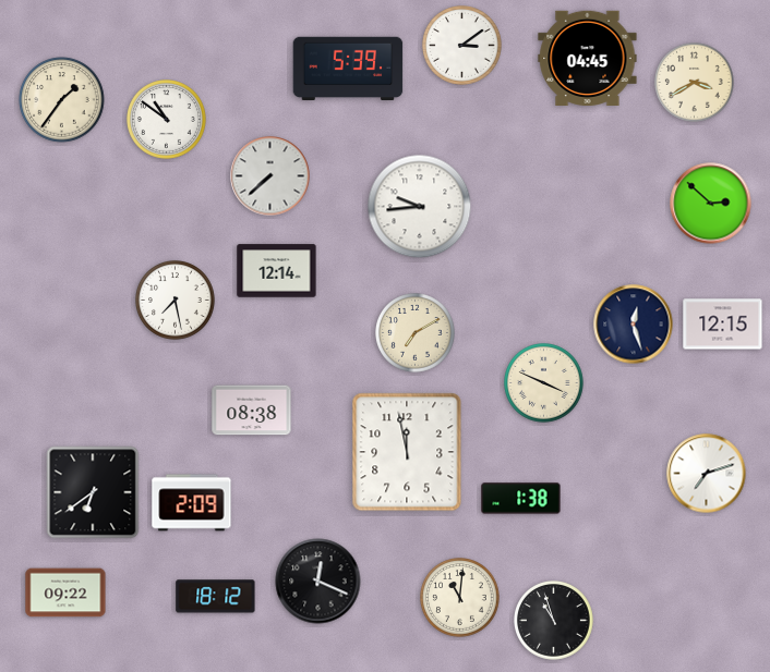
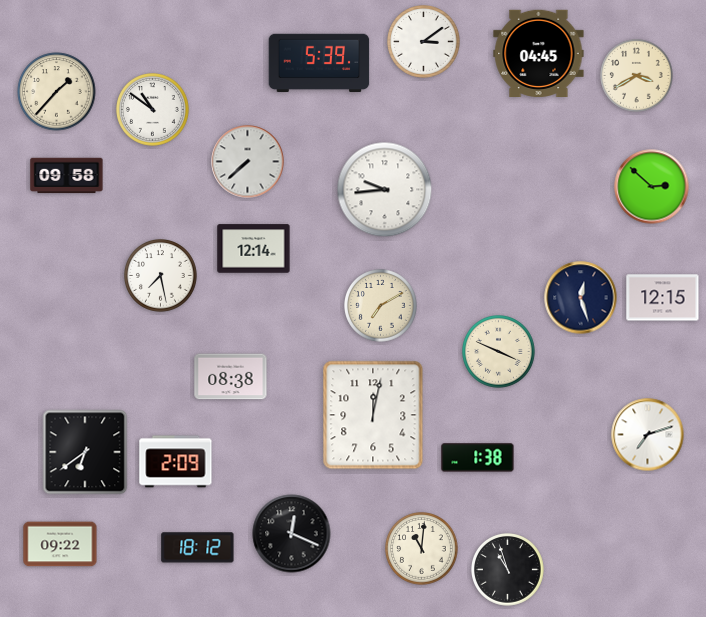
clock at (62, 100): 1:36 -> 1:37
clock at (67, 176): none -> 09:58
clock at (407, 452): 11:58 -> 12:02
